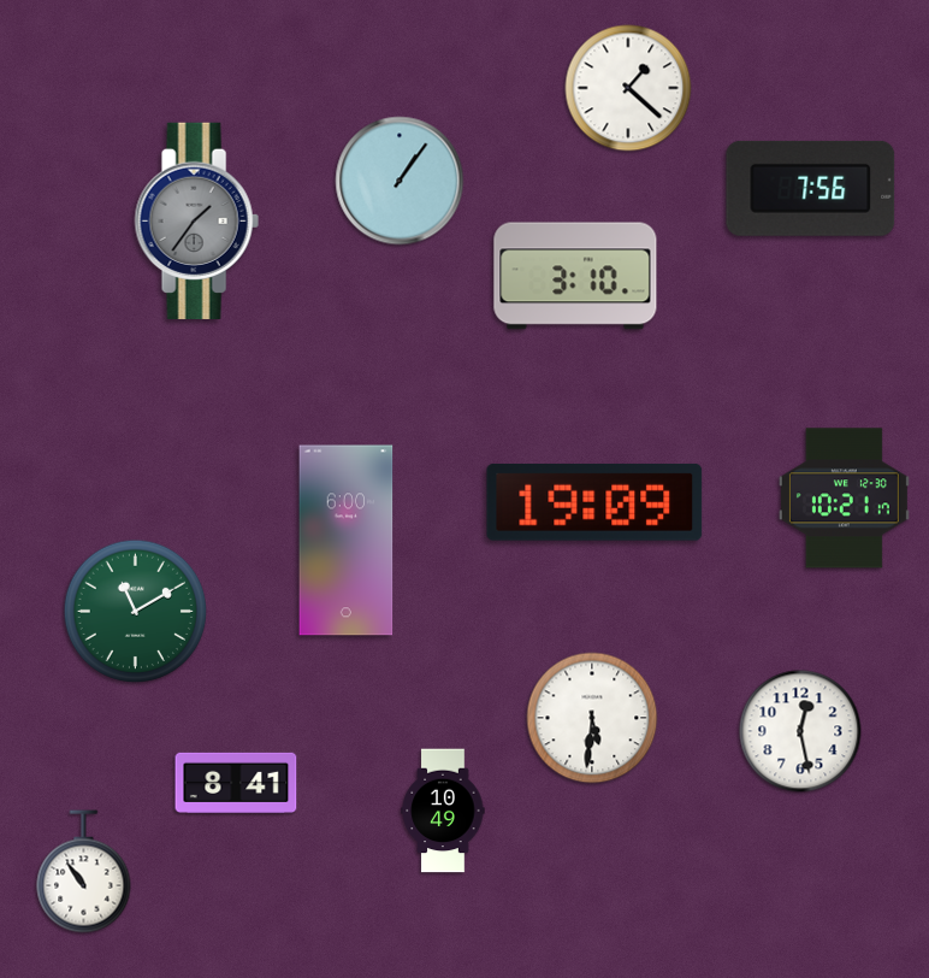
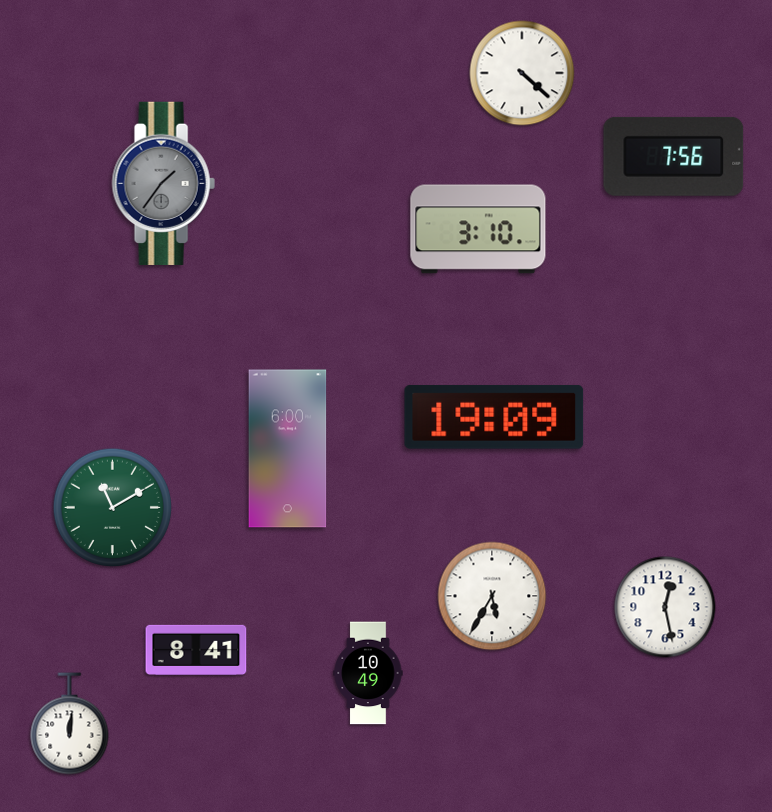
clock at (628, 88): 1:22 -> 4:22
clock at (400, 181): 1:06 -> none
clock at (844, 499): 10:21 -> none
clock at (592, 718): 5:31 -> 5:35
clock at (84, 872): 10:54 -> 12:01
